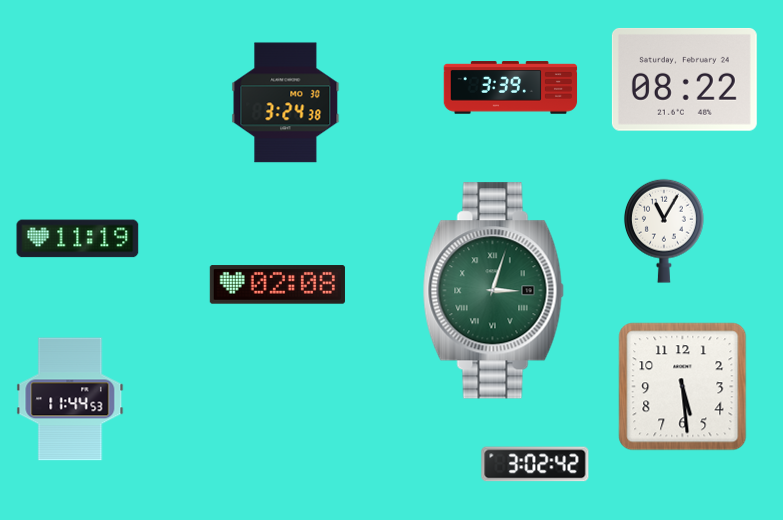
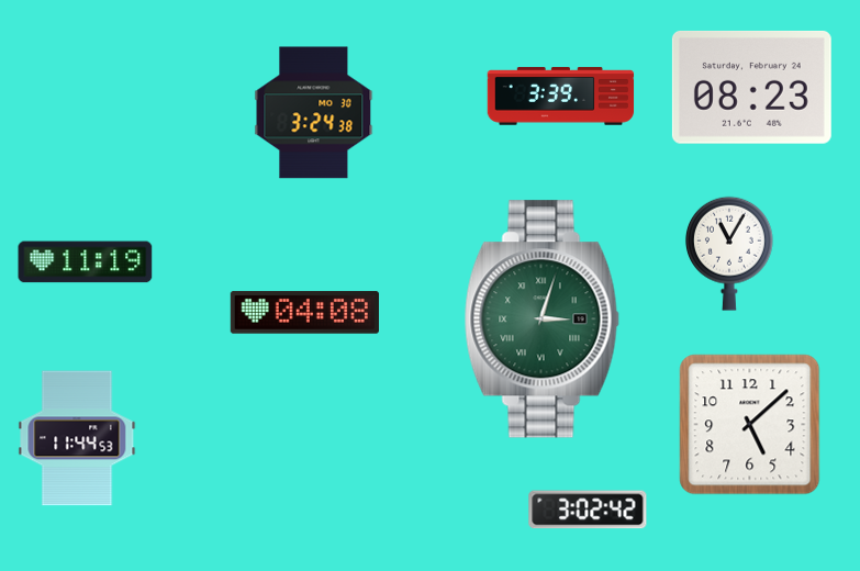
clock at (684, 79): 08:22 -> 08:23
clock at (277, 285): 02:08 -> 04:08
clock at (683, 387): 5:29 -> 5:08
